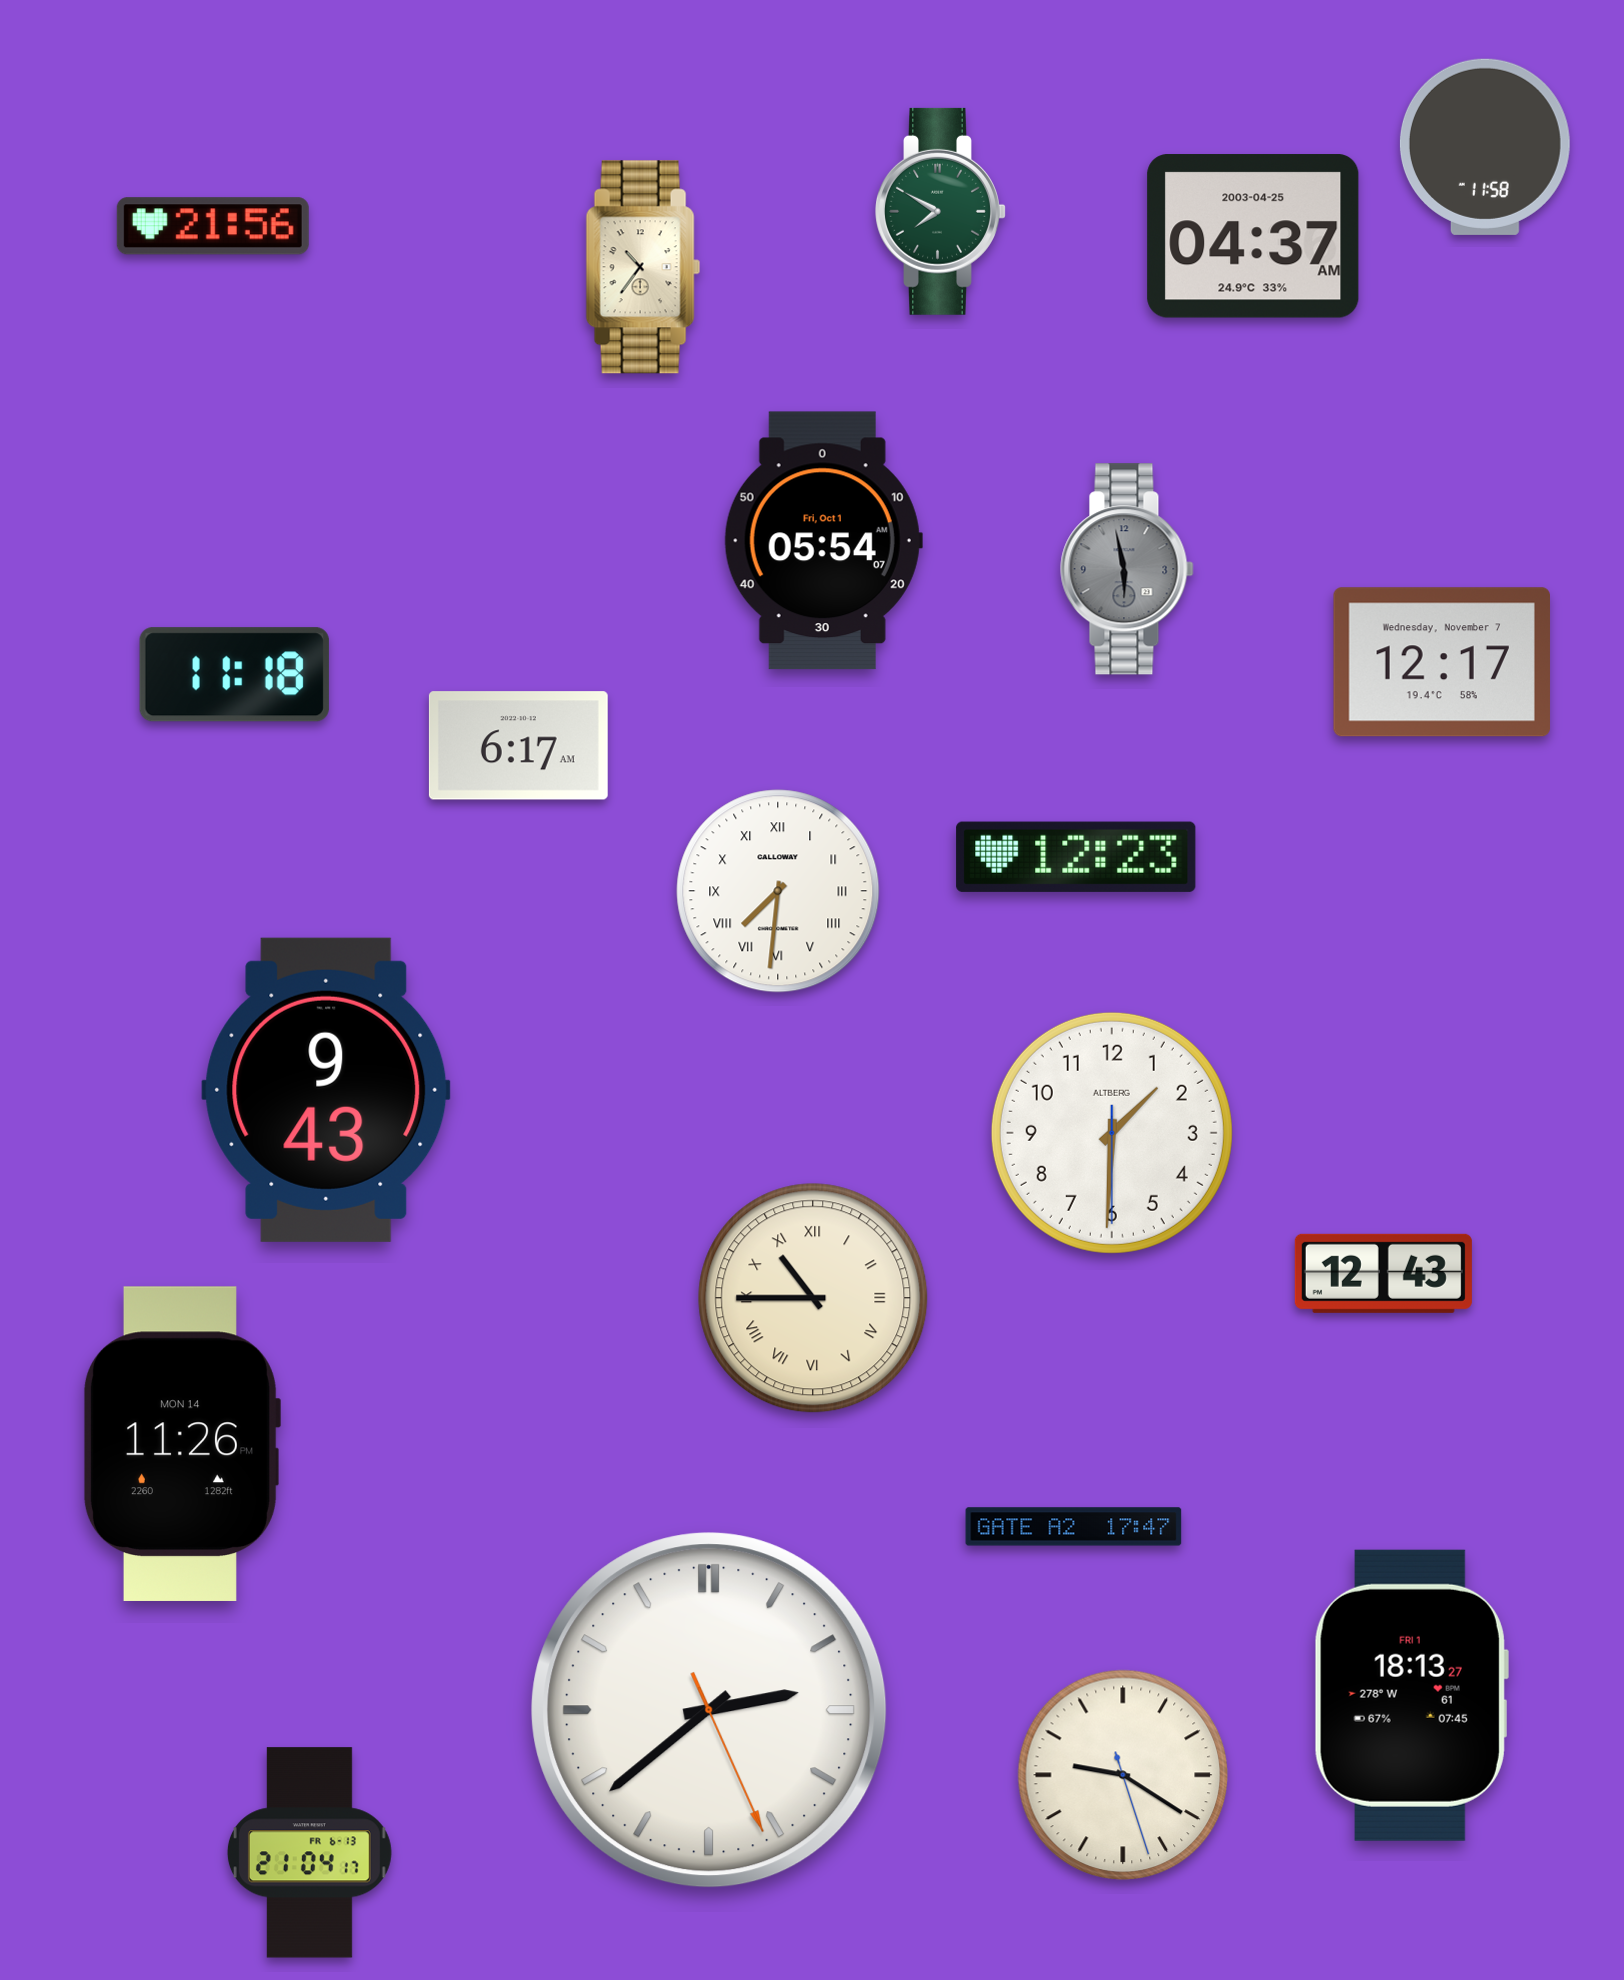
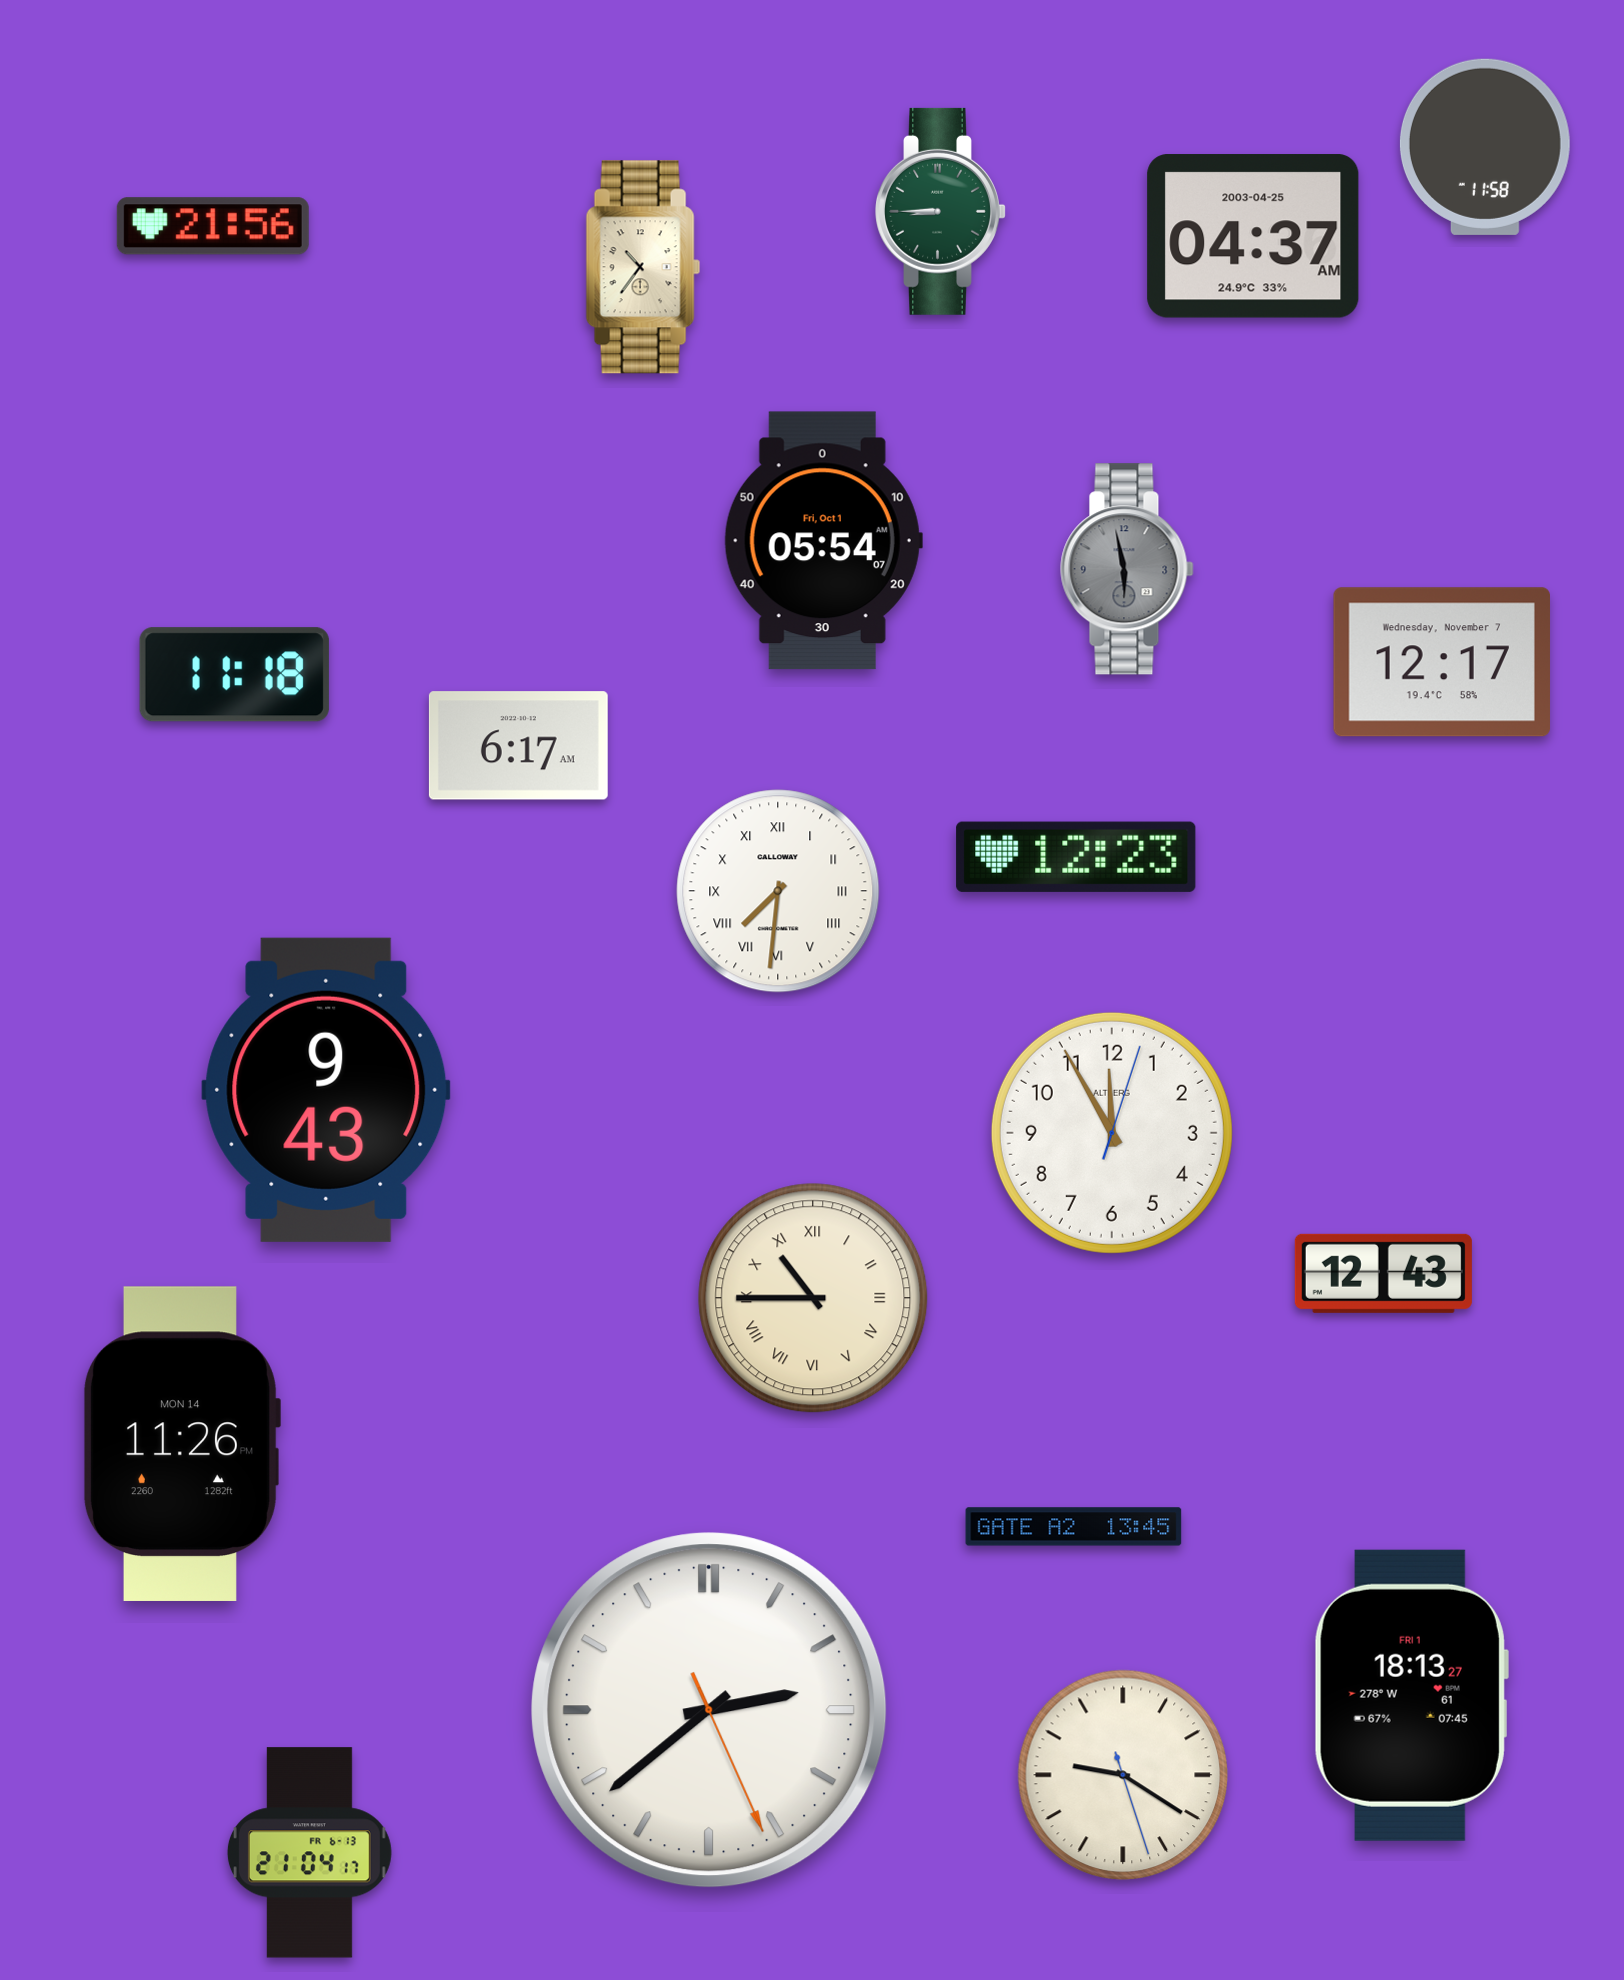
clock at (941, 211): 7:50 -> 8:45
clock at (1112, 1133): 1:30 -> 11:55
clock at (1074, 1527): 17:47 -> 13:45
